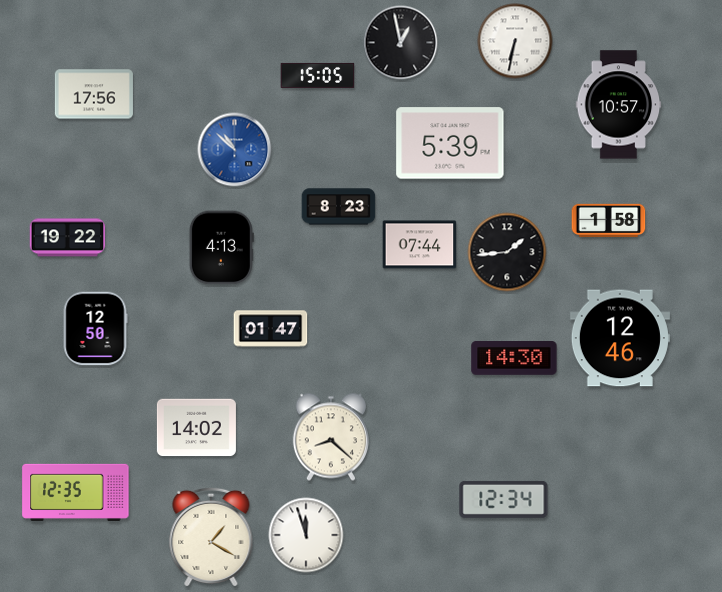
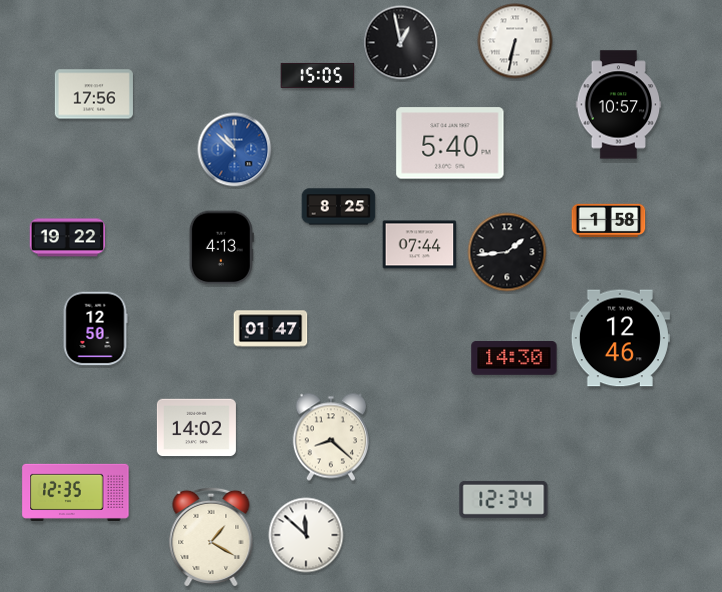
clock at (450, 143): 5:39 -> 5:40
clock at (339, 207): 8:23 -> 8:25
clock at (306, 535): 11:57 -> 11:52
